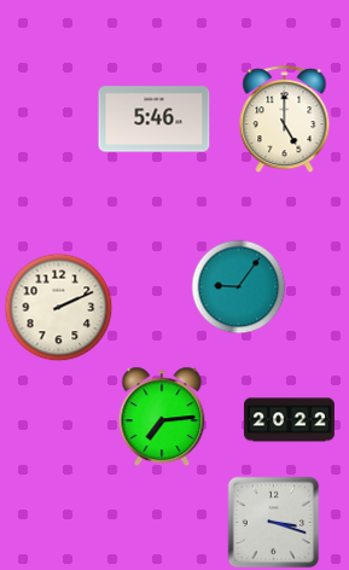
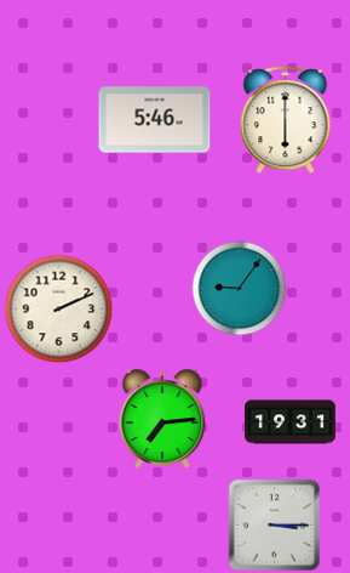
clock at (285, 120): 5:00 -> 6:00
clock at (290, 420): 20:22 -> 19:31
clock at (274, 523): 3:18 -> 3:15
